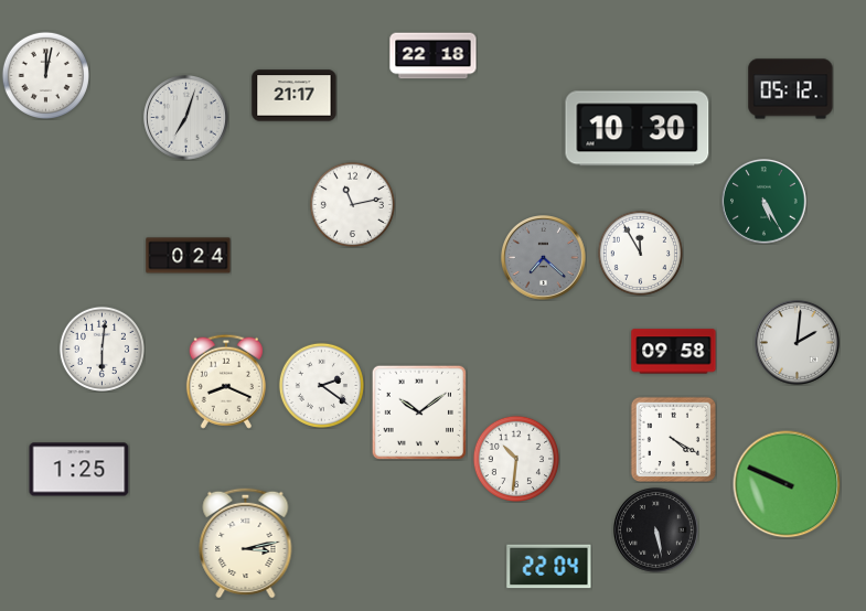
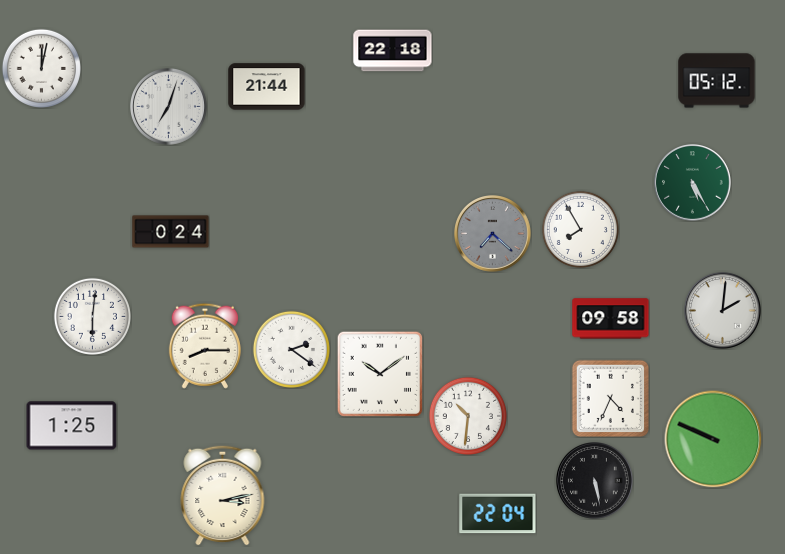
clock at (295, 96): 21:17 -> 21:44
clock at (638, 129): 10:30 -> none
clock at (352, 204): 11:13 -> none
clock at (640, 253): 11:55 -> 7:55
clock at (226, 382): 8:19 -> 8:15
clock at (673, 439): 4:20 -> 4:34
clock at (246, 543) position: (246, 543) -> (223, 495)
